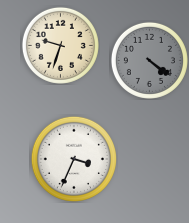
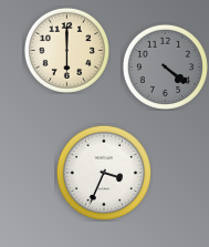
clock at (60, 45): 9:33 -> 6:00
clock at (73, 158) position: (73, 158) -> (103, 172)
